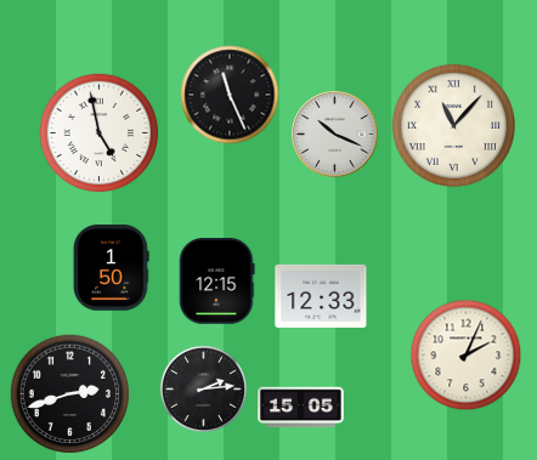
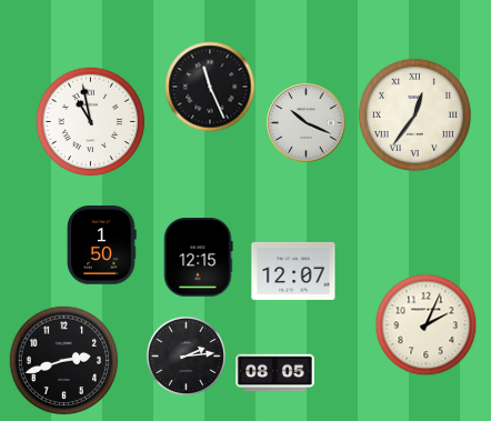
clock at (453, 125): 11:07 -> 12:36
clock at (100, 134): 4:58 -> 10:58
clock at (321, 296): 12:33 -> 12:07
clock at (301, 408): 15:05 -> 08:05
